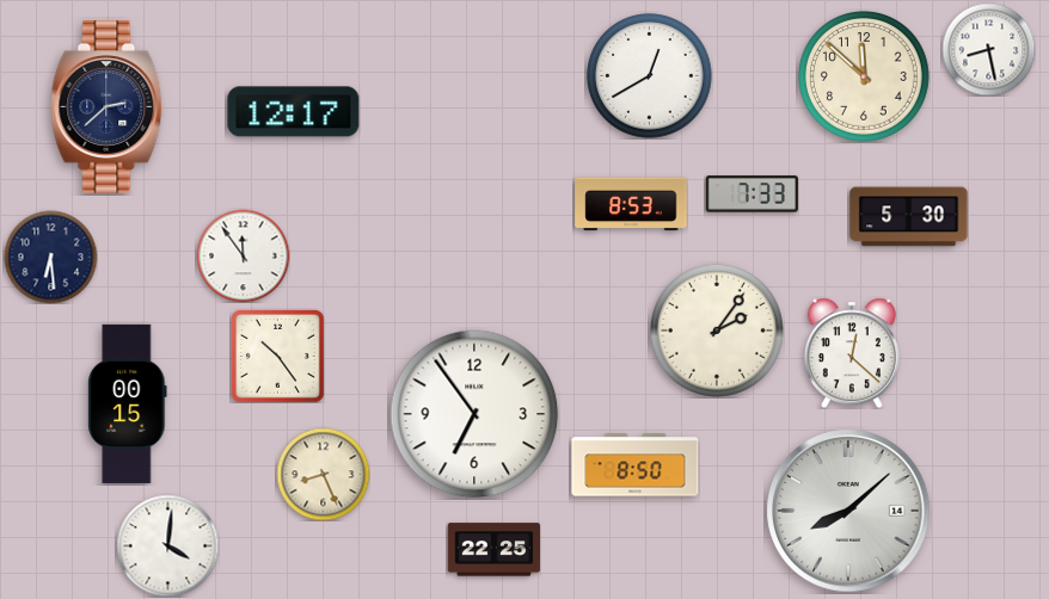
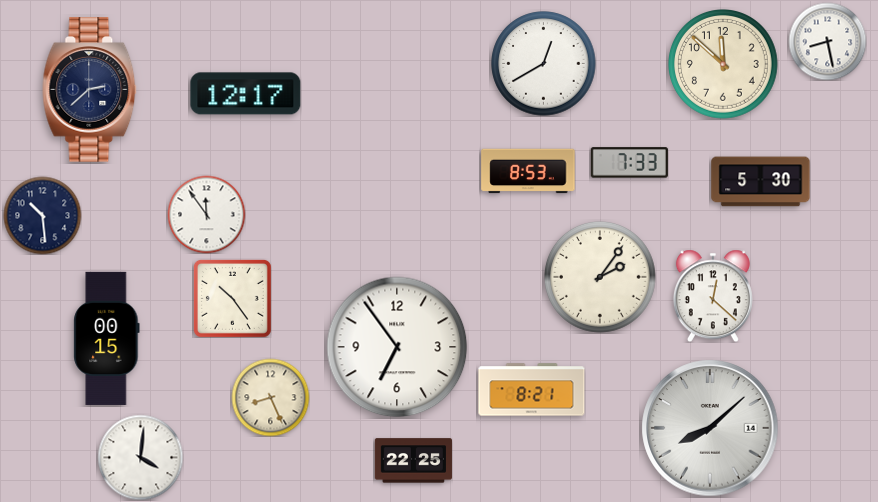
clock at (243, 255) position: (243, 255) -> (206, 214)
clock at (50, 257): 6:29 -> 10:29
clock at (636, 465): 8:50 -> 8:21
